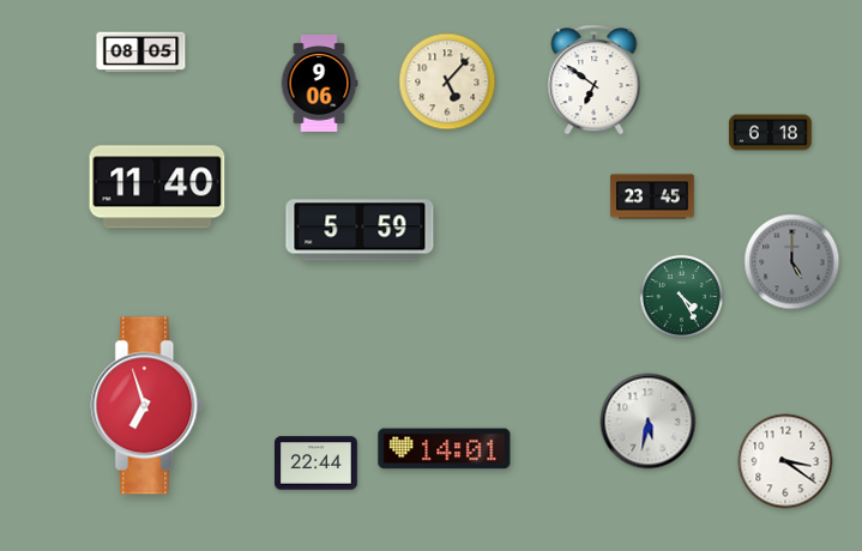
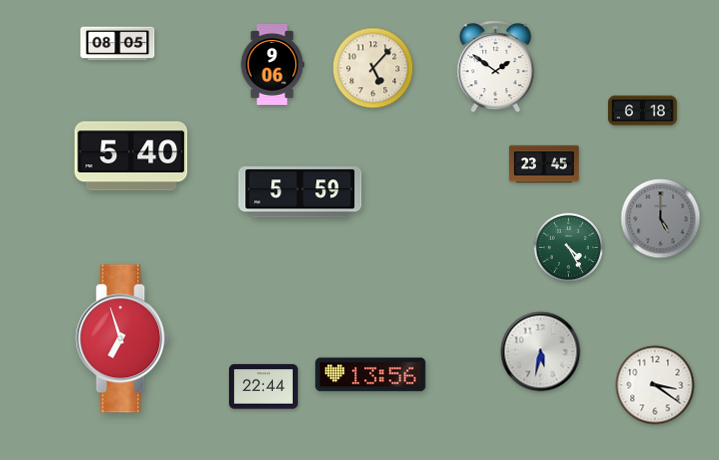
clock at (595, 80): 6:51 -> 1:51
clock at (319, 83) position: (319, 83) -> (272, 64)
clock at (157, 187): 11:40 -> 5:40
clock at (445, 449): 14:01 -> 13:56
